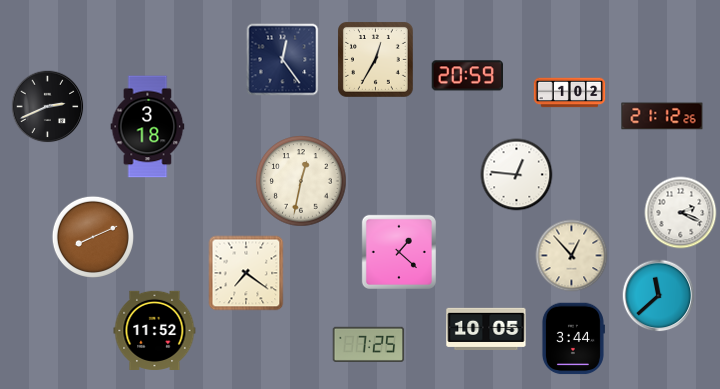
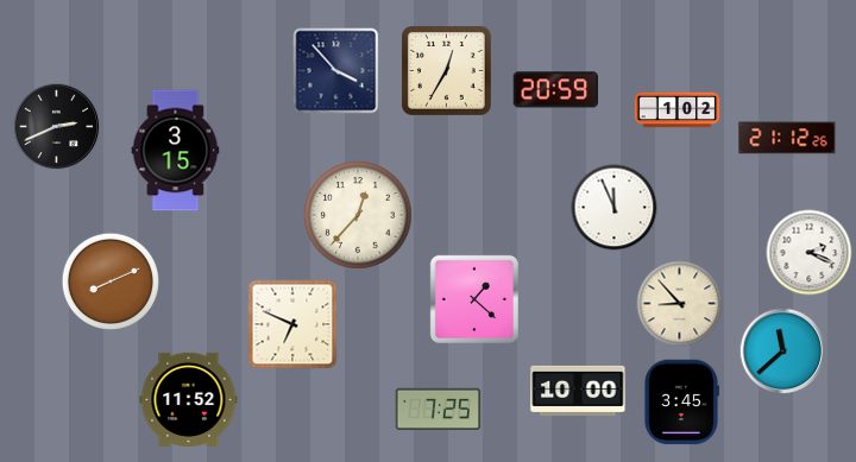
clock at (283, 60): 12:24 -> 3:53
clock at (148, 127): 3:18 -> 3:15
clock at (517, 175): 12:46 -> 11:56
clock at (301, 181): 12:32 -> 12:37
clock at (572, 256): 12:53 -> 8:53
clock at (246, 273): 7:21 -> 6:49
clock at (486, 328): 10:05 -> 10:00
clock at (155, 330) position: (155, 330) -> (189, 399)
clock at (573, 339): 3:44 -> 3:45
